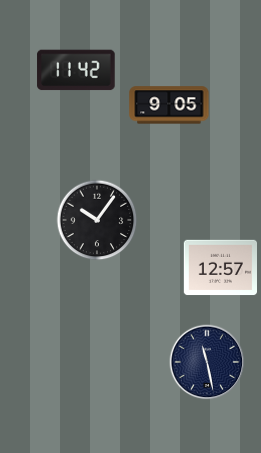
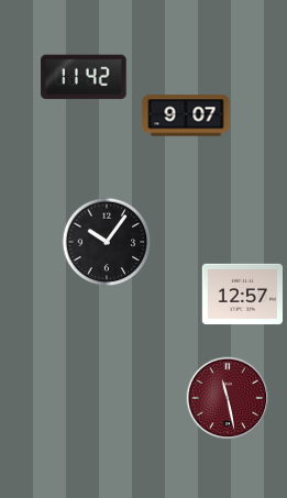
clock at (169, 105): 9:05 -> 9:07
clock at (207, 362) dial: navy -> burgundy
